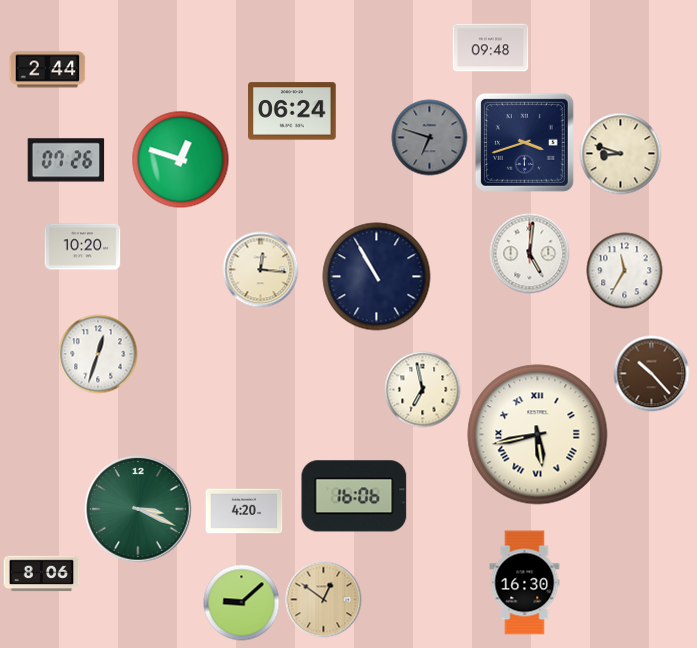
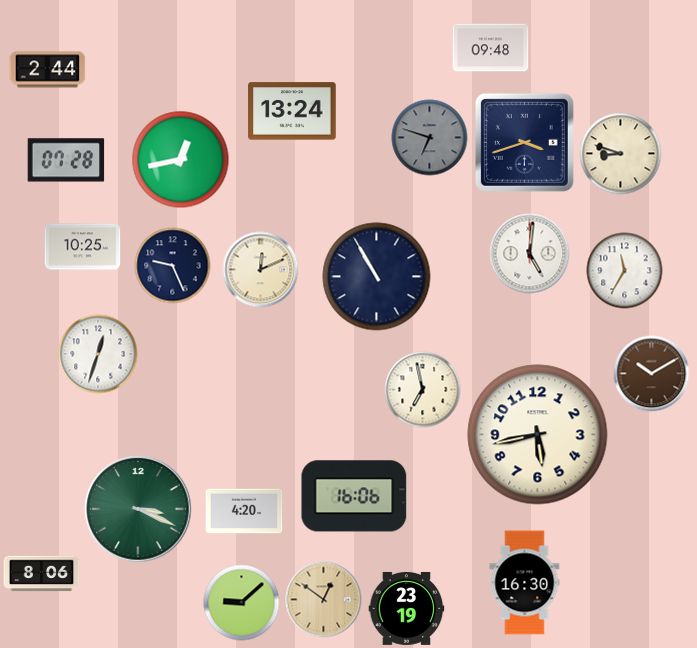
clock at (292, 111): 06:24 -> 13:24
clock at (66, 160): 07:26 -> 07:28
clock at (181, 160): 12:48 -> 12:43
clock at (83, 247): 10:20 -> 10:25
clock at (173, 266): none -> 9:26
clock at (261, 270): 12:16 -> 12:11
clock at (652, 374): 10:23 -> 10:10
clock at (538, 435) numerals: Roman -> Arabic
clock at (407, 608): none -> 23:19
